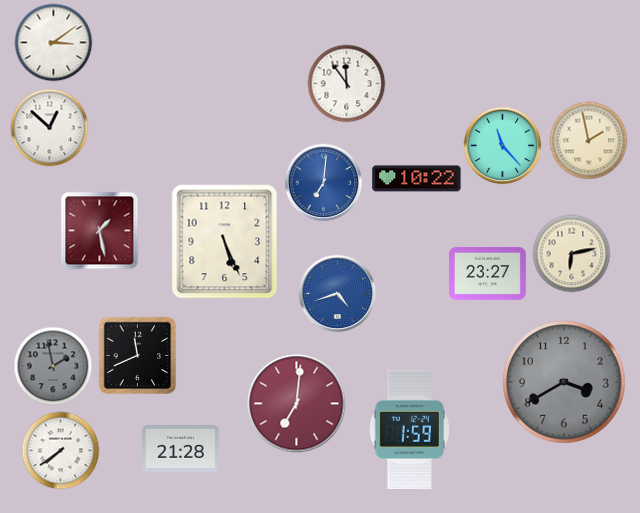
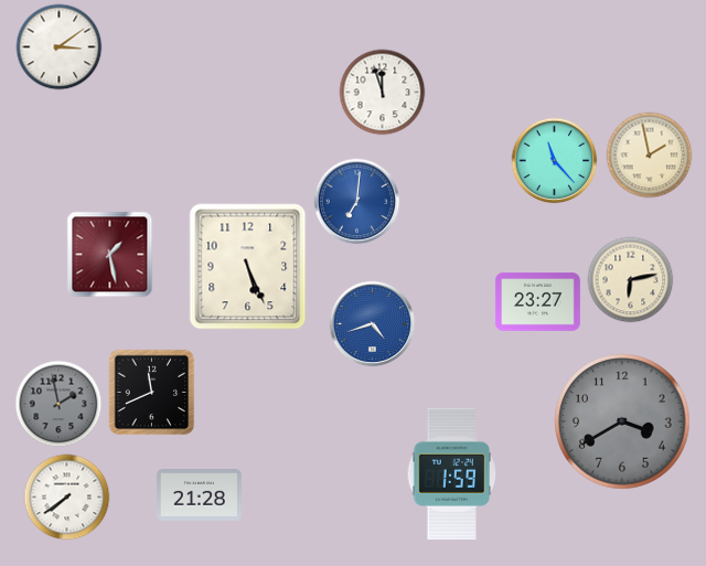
clock at (346, 83): 11:54 -> 11:57
clock at (49, 127): 12:52 -> none
clock at (417, 179): 10:22 -> none
clock at (297, 404): 7:01 -> none
